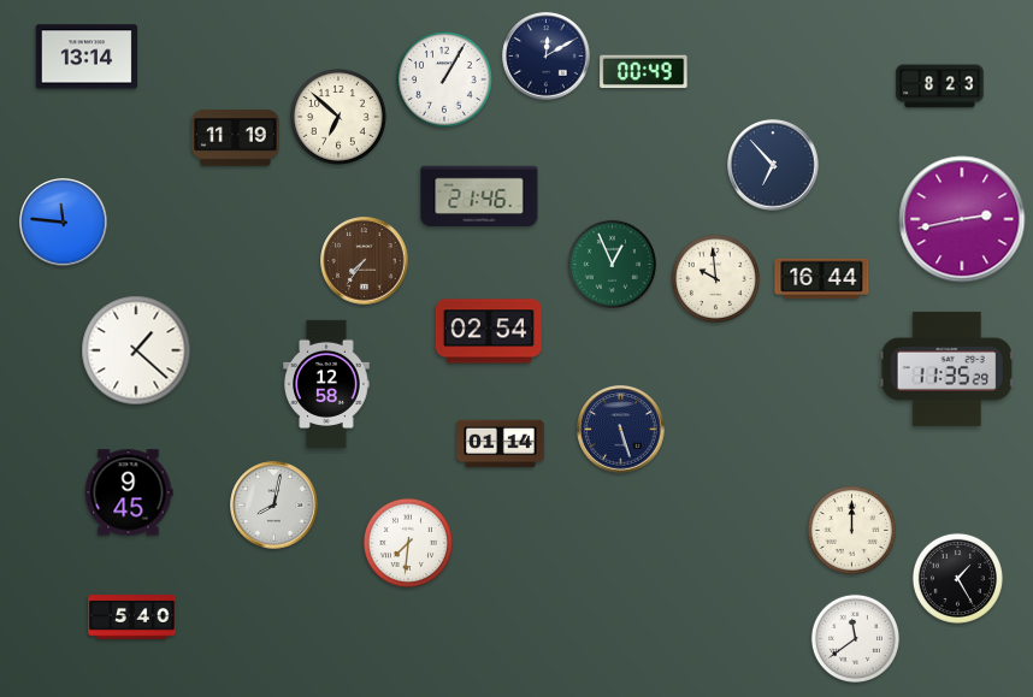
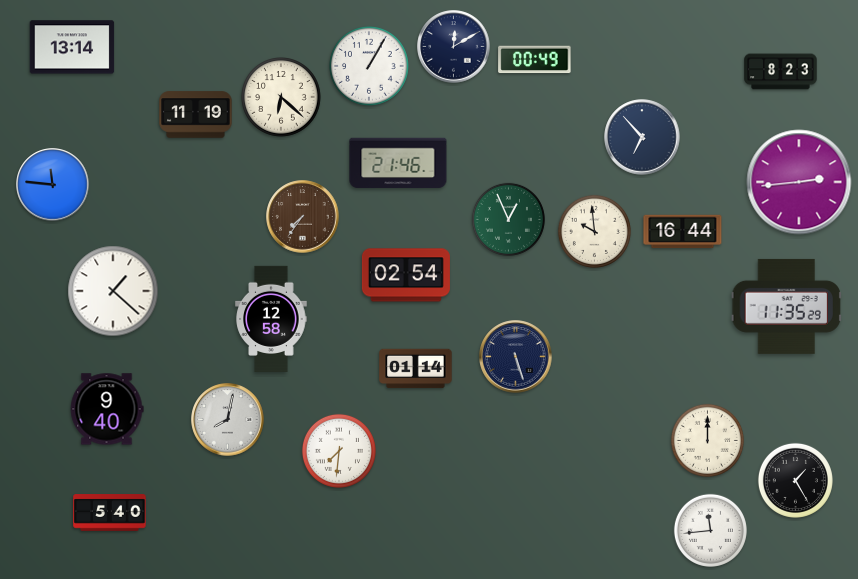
clock at (340, 118): 6:52 -> 6:22
clock at (962, 219): 2:43 -> 2:44
clock at (129, 492): 9:45 -> 9:40
clock at (855, 638): 11:39 -> 11:44
